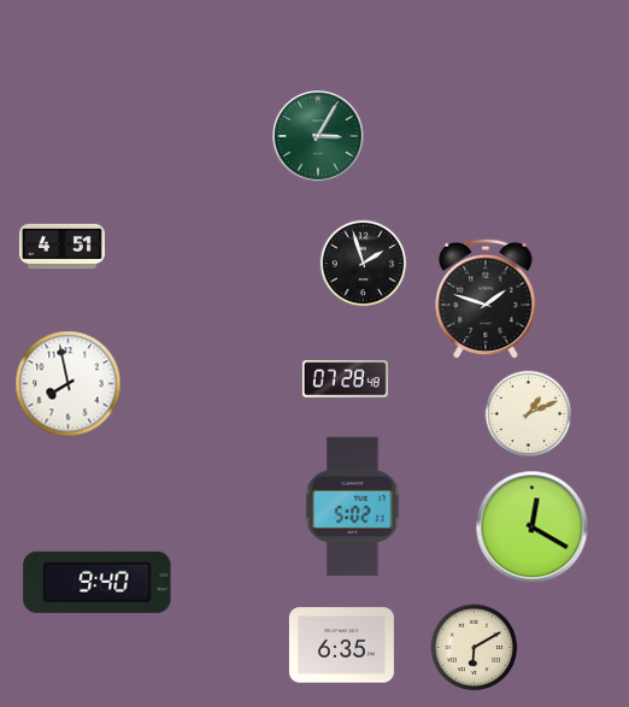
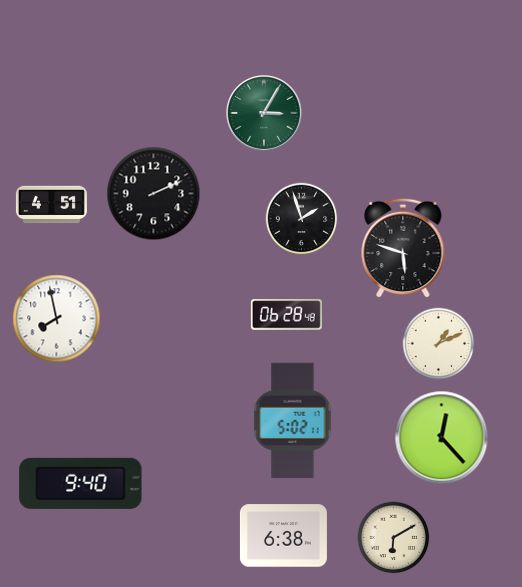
clock at (154, 194): none -> 2:11
clock at (486, 299): 1:48 -> 5:48
clock at (345, 379): 07:28 -> 06:28
clock at (533, 528): 12:20 -> 12:23
clock at (341, 646): 6:35 -> 6:38
